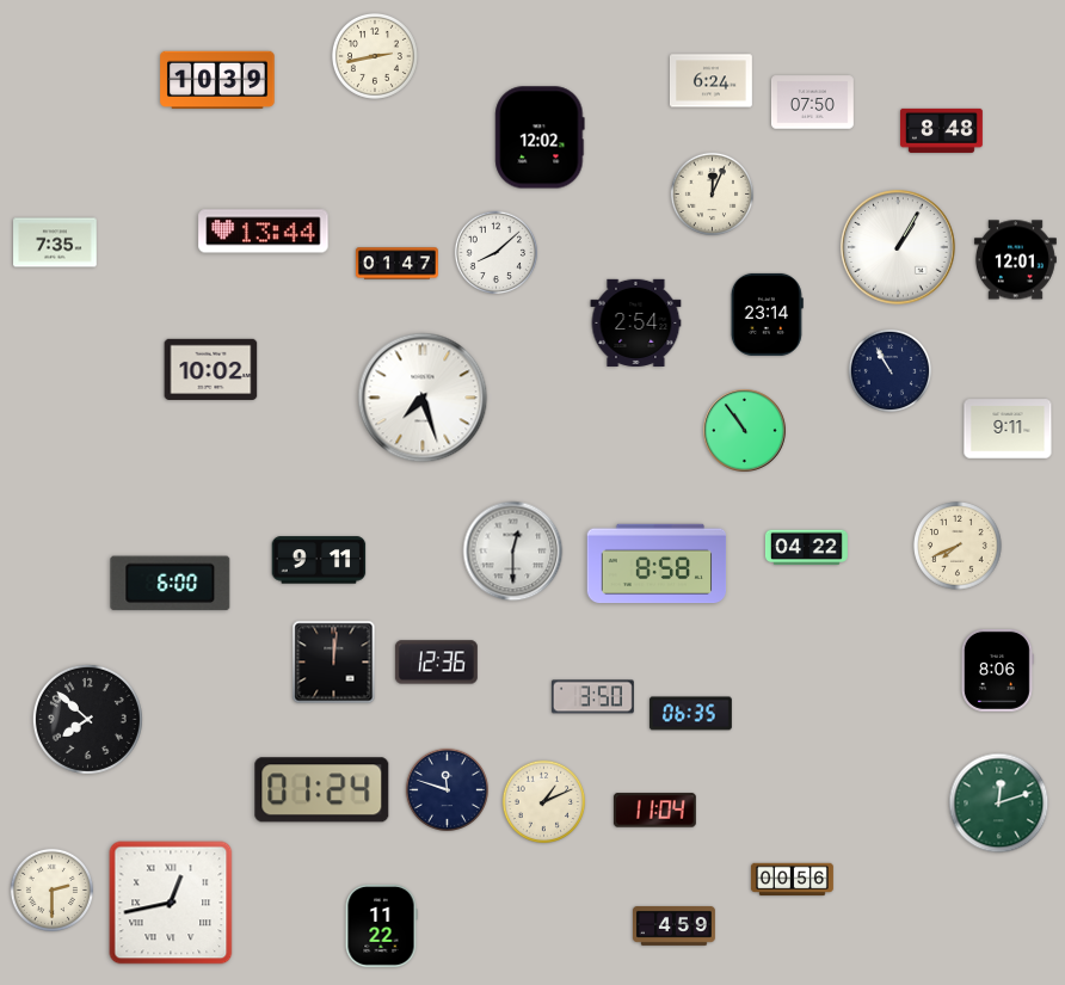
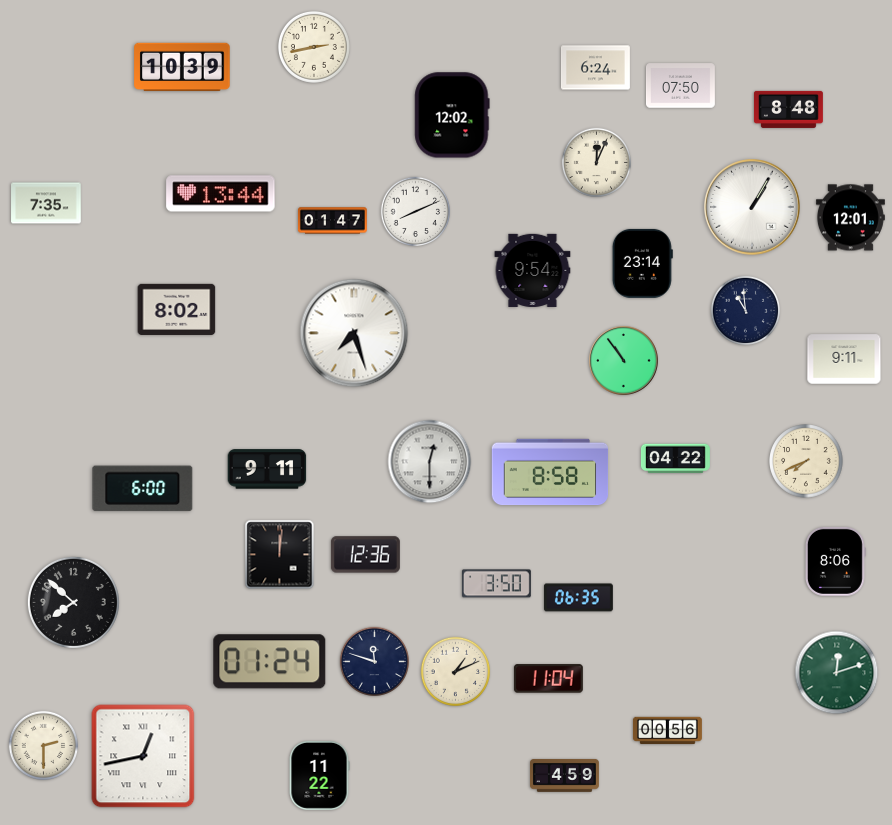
clock at (497, 253): 8:08 -> 8:11
clock at (636, 322): 2:54 -> 9:54
clock at (211, 369): 10:02 -> 8:02
clock at (891, 371): 10:55 -> 10:59
clock at (958, 546) position: (958, 546) -> (806, 461)
clock at (792, 880) position: (792, 880) -> (667, 731)
